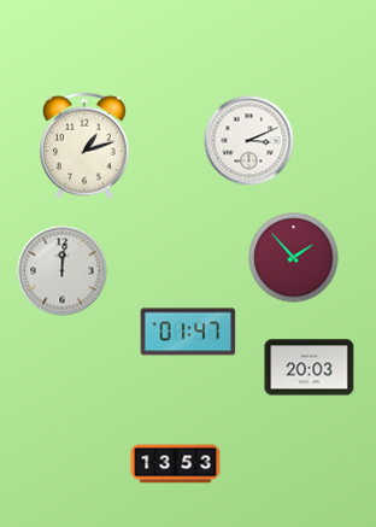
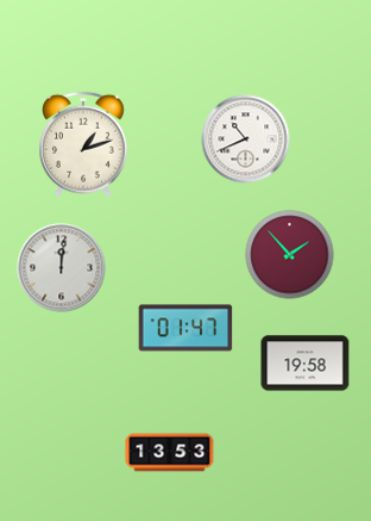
clock at (249, 141): 3:11 -> 10:41
clock at (310, 368): 20:03 -> 19:58
clock at (176, 464) position: (176, 464) -> (170, 453)
